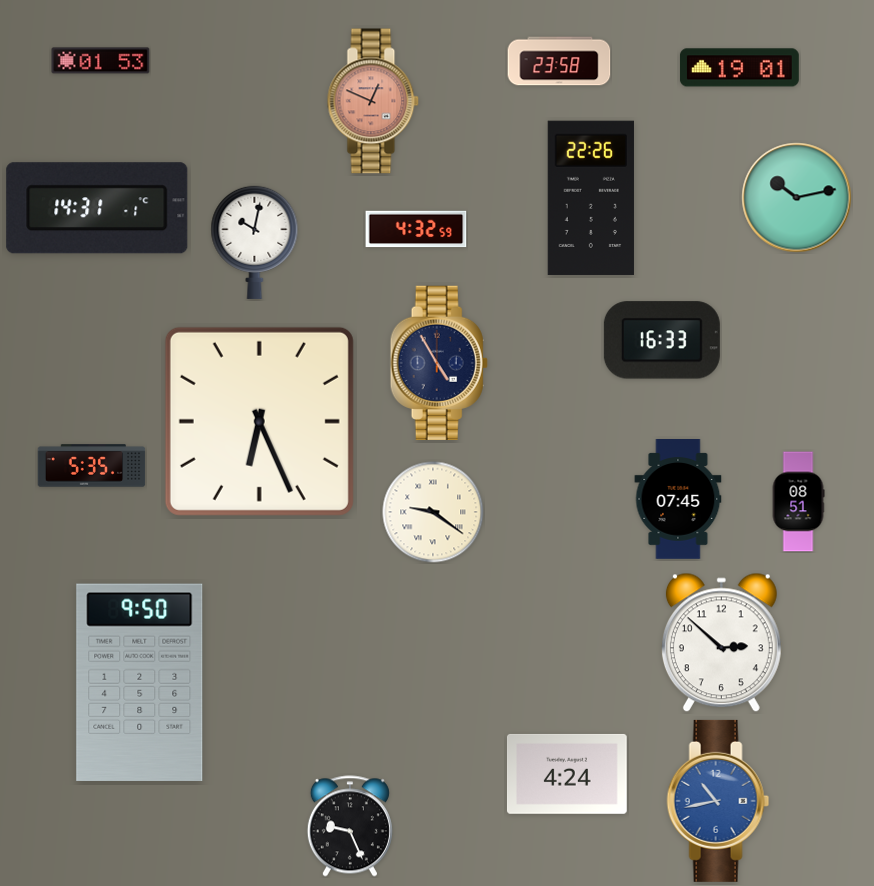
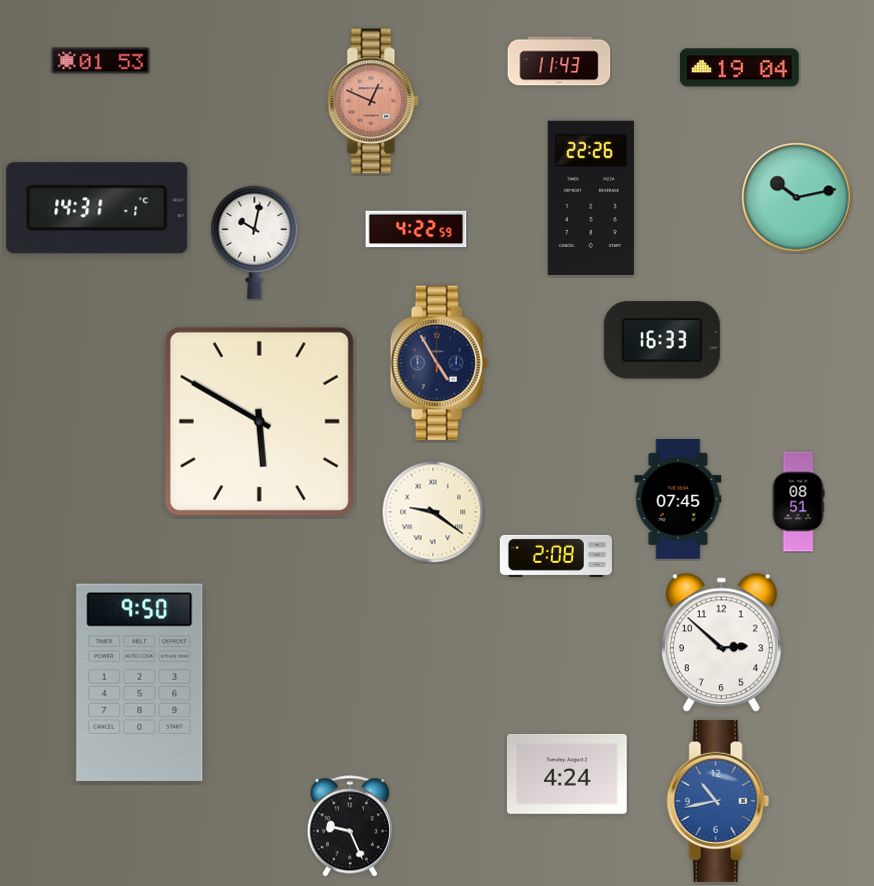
clock at (559, 61): 23:58 -> 11:43
clock at (739, 68): 19:01 -> 19:04
clock at (416, 229): 4:32 -> 4:22
clock at (259, 421): 6:26 -> 5:50
clock at (92, 466): 5:35 -> none
clock at (556, 556): none -> 2:08
